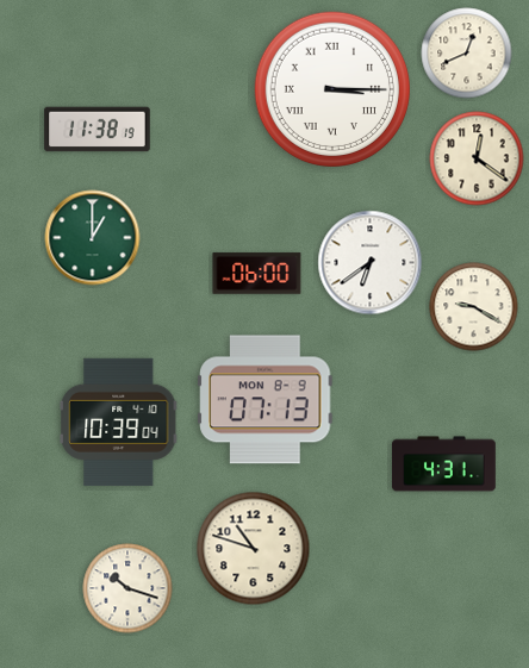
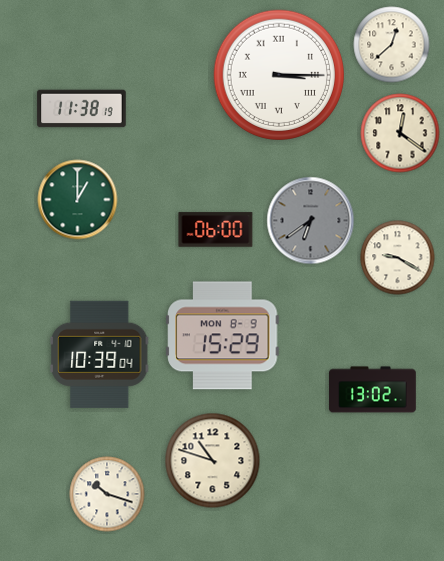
clock at (467, 54): 12:41 -> 12:38
clock at (371, 263) dial: white -> grey
clock at (266, 400): 07:13 -> 15:29
clock at (444, 464): 4:31 -> 13:02
